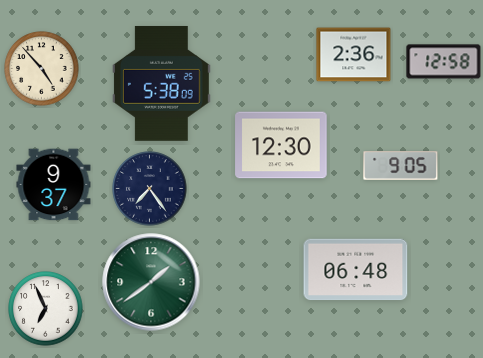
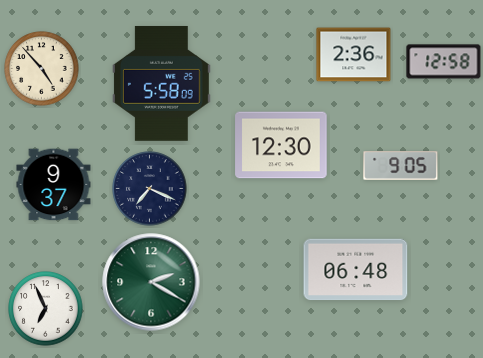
clock at (161, 83): 5:38 -> 5:58
clock at (150, 189): 7:24 -> 7:19
clock at (151, 282): 1:39 -> 2:20
